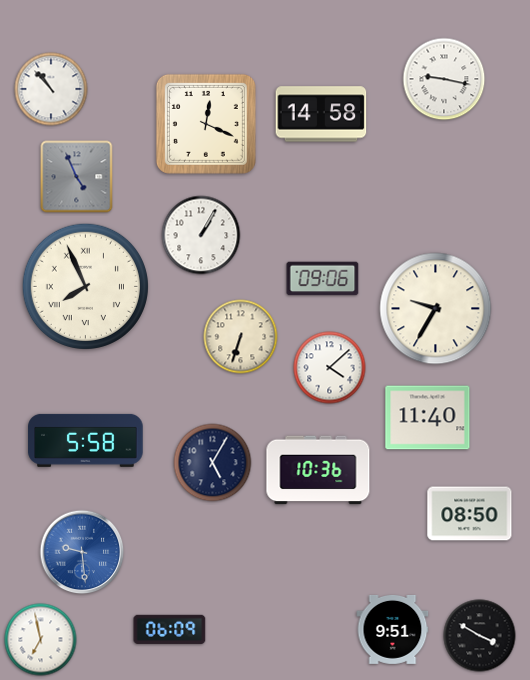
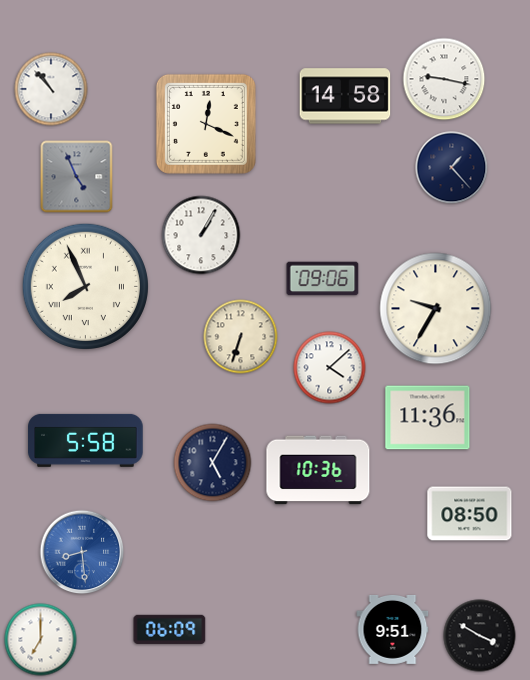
clock at (321, 114) position: (321, 114) -> (345, 96)
clock at (452, 168): none -> 1:23
clock at (428, 418): 11:40 -> 11:36
clock at (82, 552): 9:29 -> 8:29
clock at (41, 640): 6:58 -> 7:00
